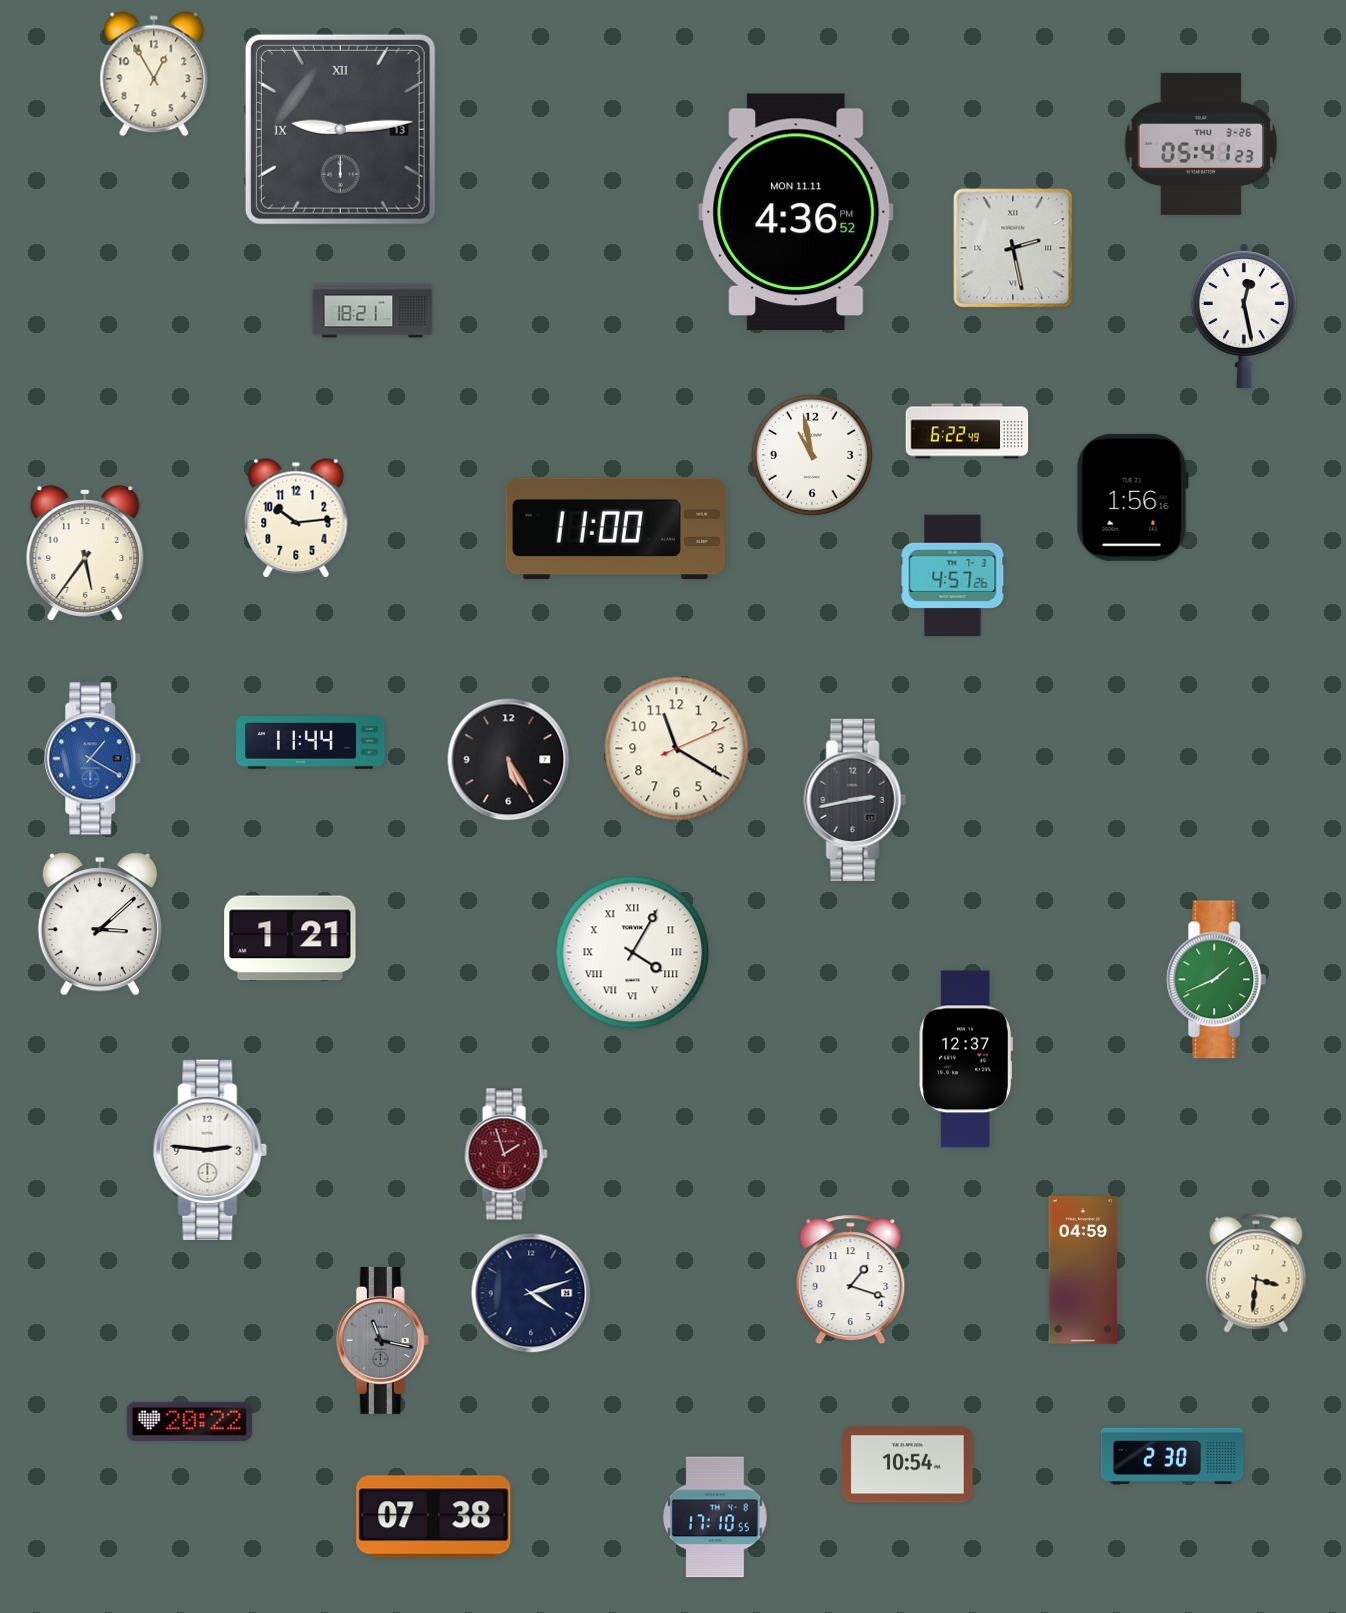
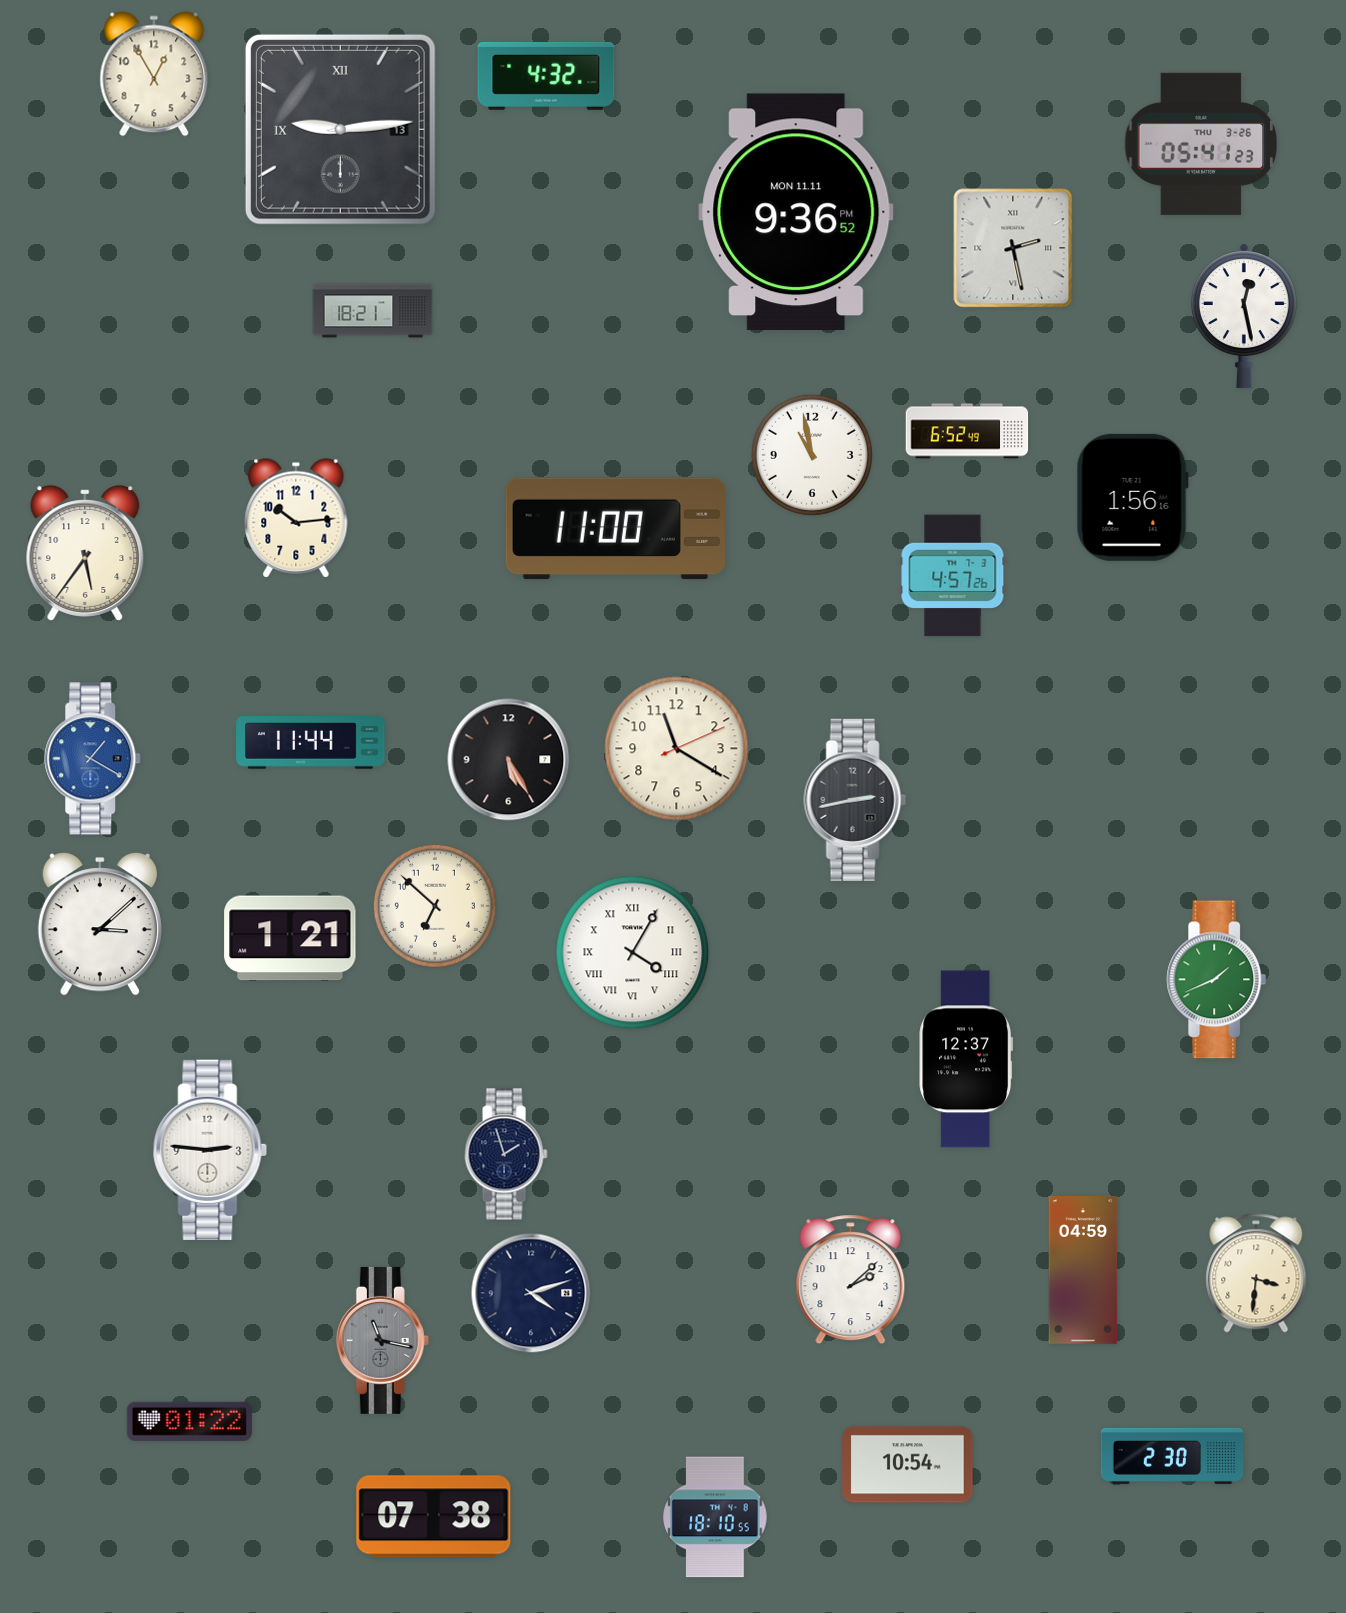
clock at (546, 76): none -> 4:32
clock at (796, 211): 4:36 -> 9:36
clock at (967, 431): 6:22 -> 6:52
clock at (435, 906): none -> 6:52
clock at (506, 1154) dial: burgundy -> navy
clock at (851, 1280): 1:18 -> 2:08
clock at (189, 1421): 20:22 -> 01:22
clock at (715, 1517): 17:10 -> 18:10
